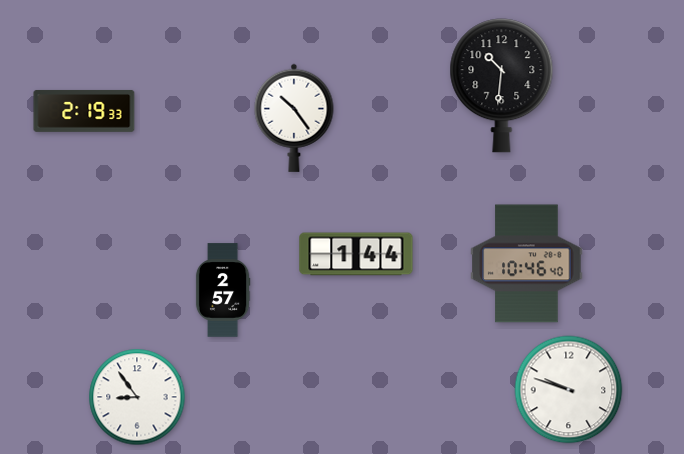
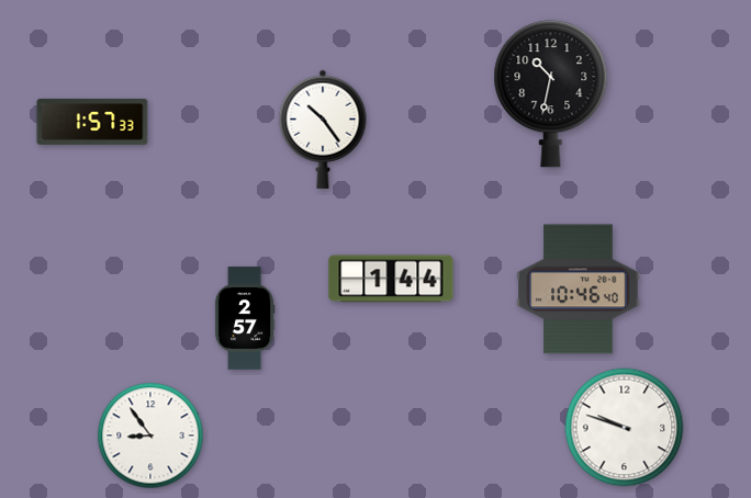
clock at (502, 86): 10:31 -> 10:32
clock at (84, 111): 2:19 -> 1:57
